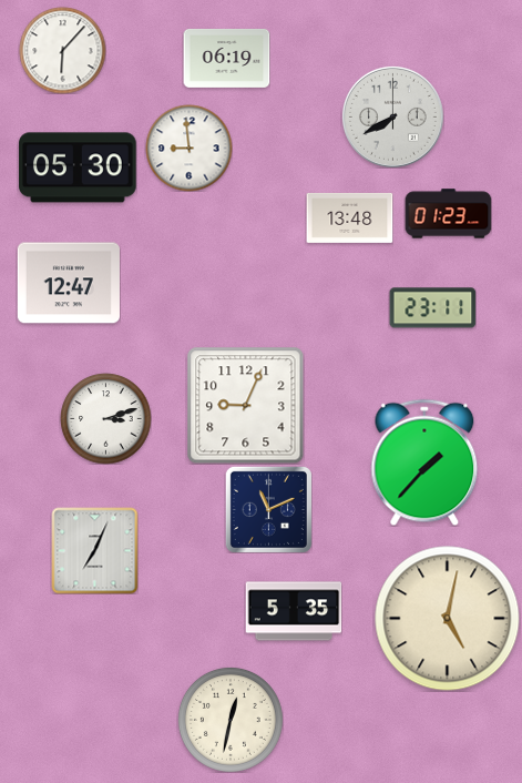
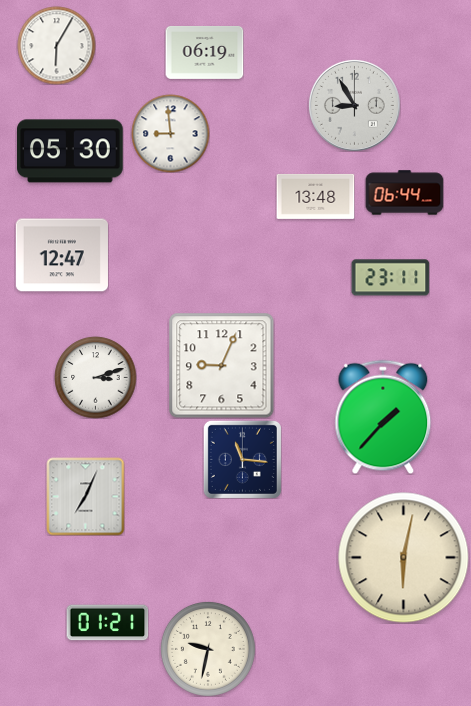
clock at (62, 50): 6:07 -> 6:05
clock at (392, 116): 7:40 -> 8:55
clock at (448, 214): 01:23 -> 06:44
clock at (268, 509): 11:11 -> 11:16
clock at (294, 611): 5:35 -> none
clock at (448, 619): 5:02 -> 6:02
clock at (107, 623): none -> 01:21
clock at (231, 720): 12:32 -> 9:32
